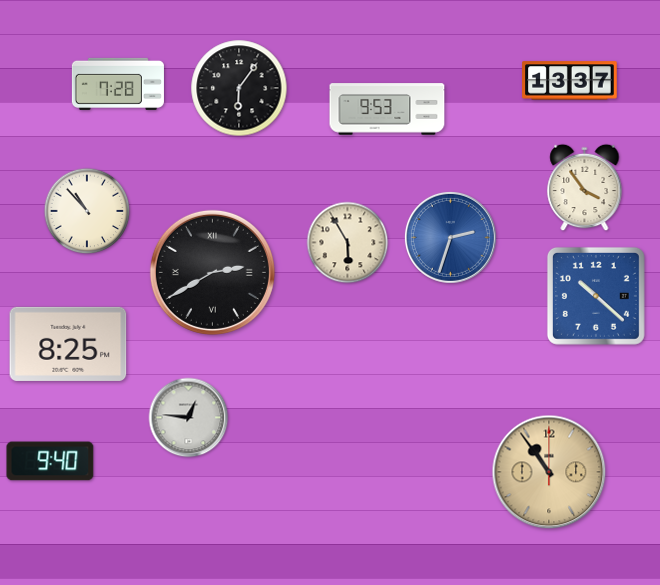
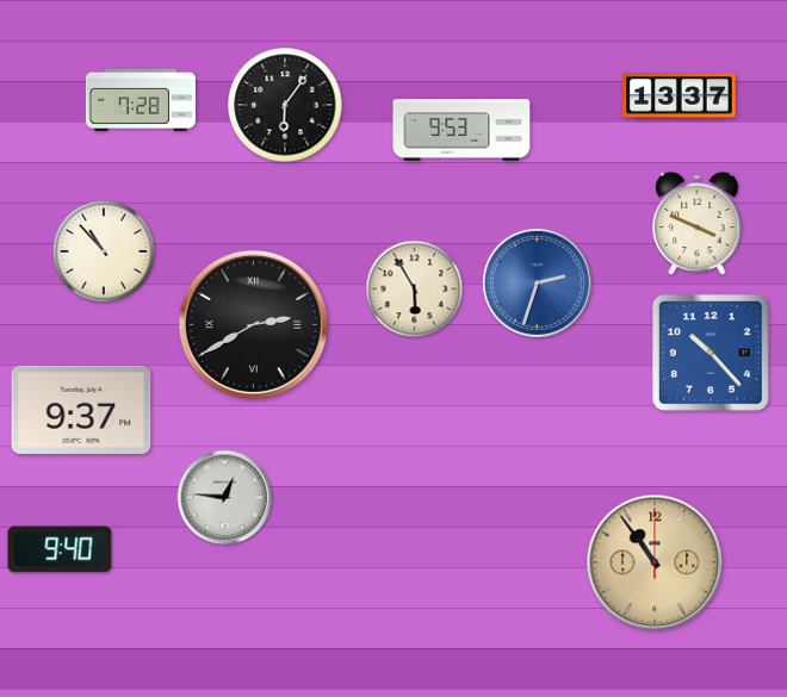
clock at (585, 188): 3:54 -> 3:49
clock at (596, 296): 10:22 -> 10:23
clock at (68, 344): 8:25 -> 9:37
